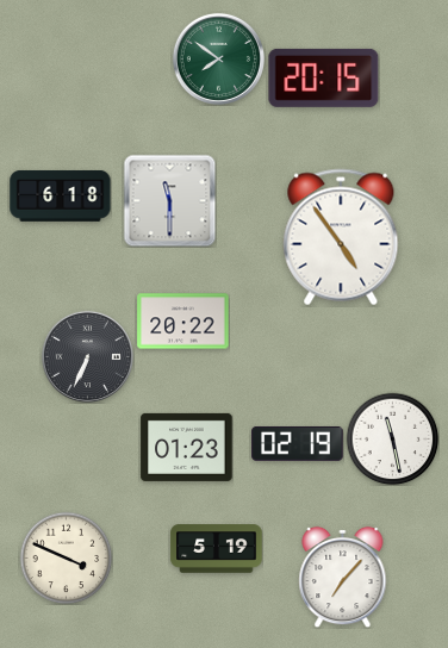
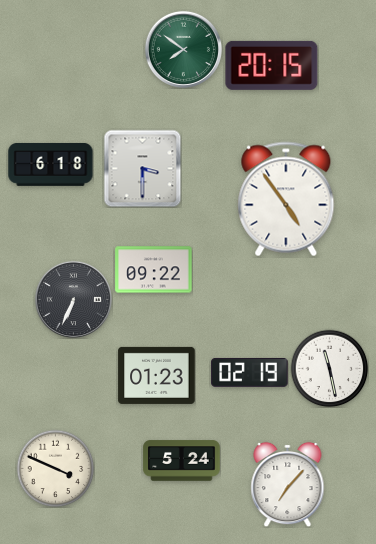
clock at (169, 200): 11:30 -> 3:30
clock at (183, 322): 20:22 -> 09:22
clock at (217, 549): 5:19 -> 5:24
